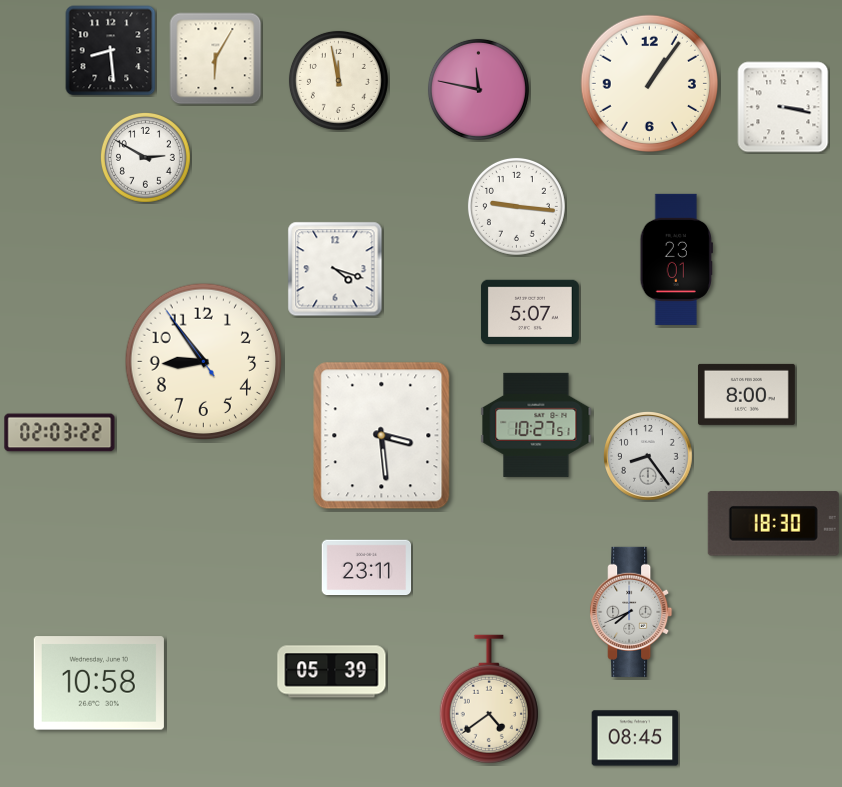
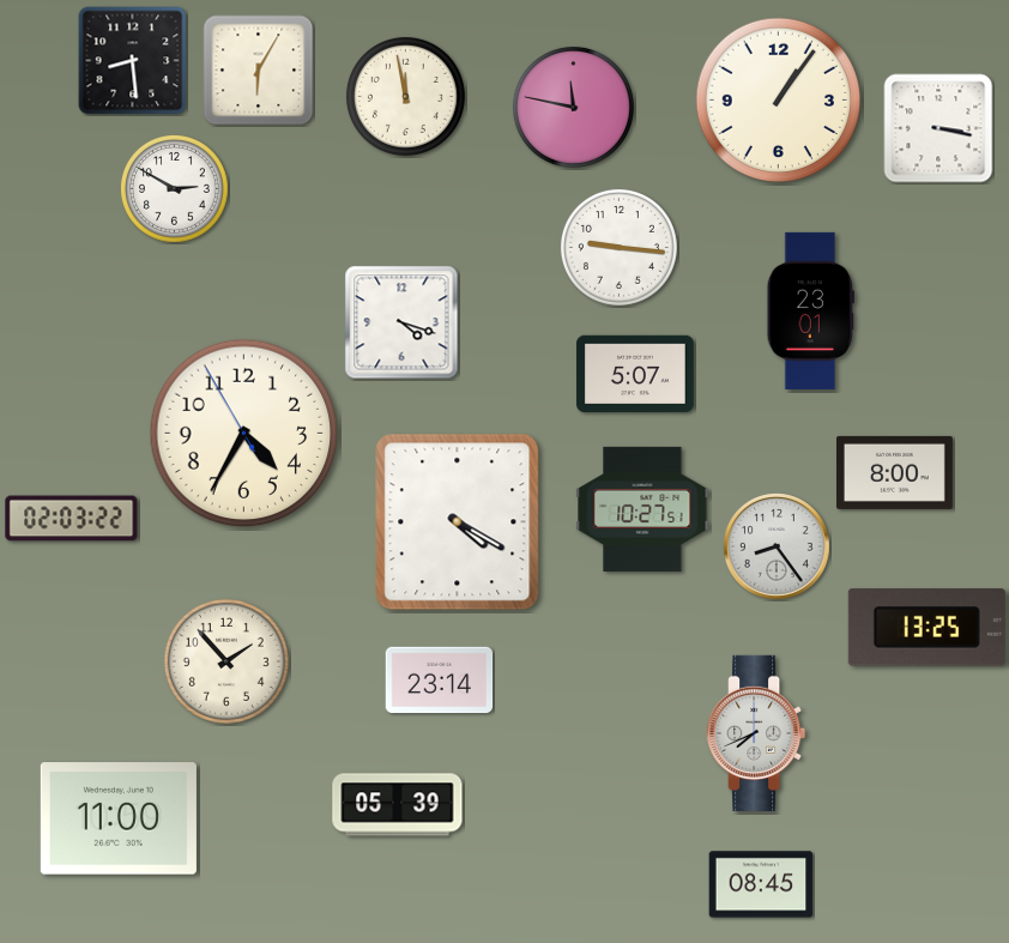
clock at (204, 362): 8:53 -> 4:34
clock at (382, 436): 3:29 -> 4:20
clock at (773, 524): 18:30 -> 13:25
clock at (226, 661): none -> 1:53
clock at (367, 568): 23:11 -> 23:14
clock at (99, 683): 10:58 -> 11:00
clock at (489, 699): 4:39 -> none
